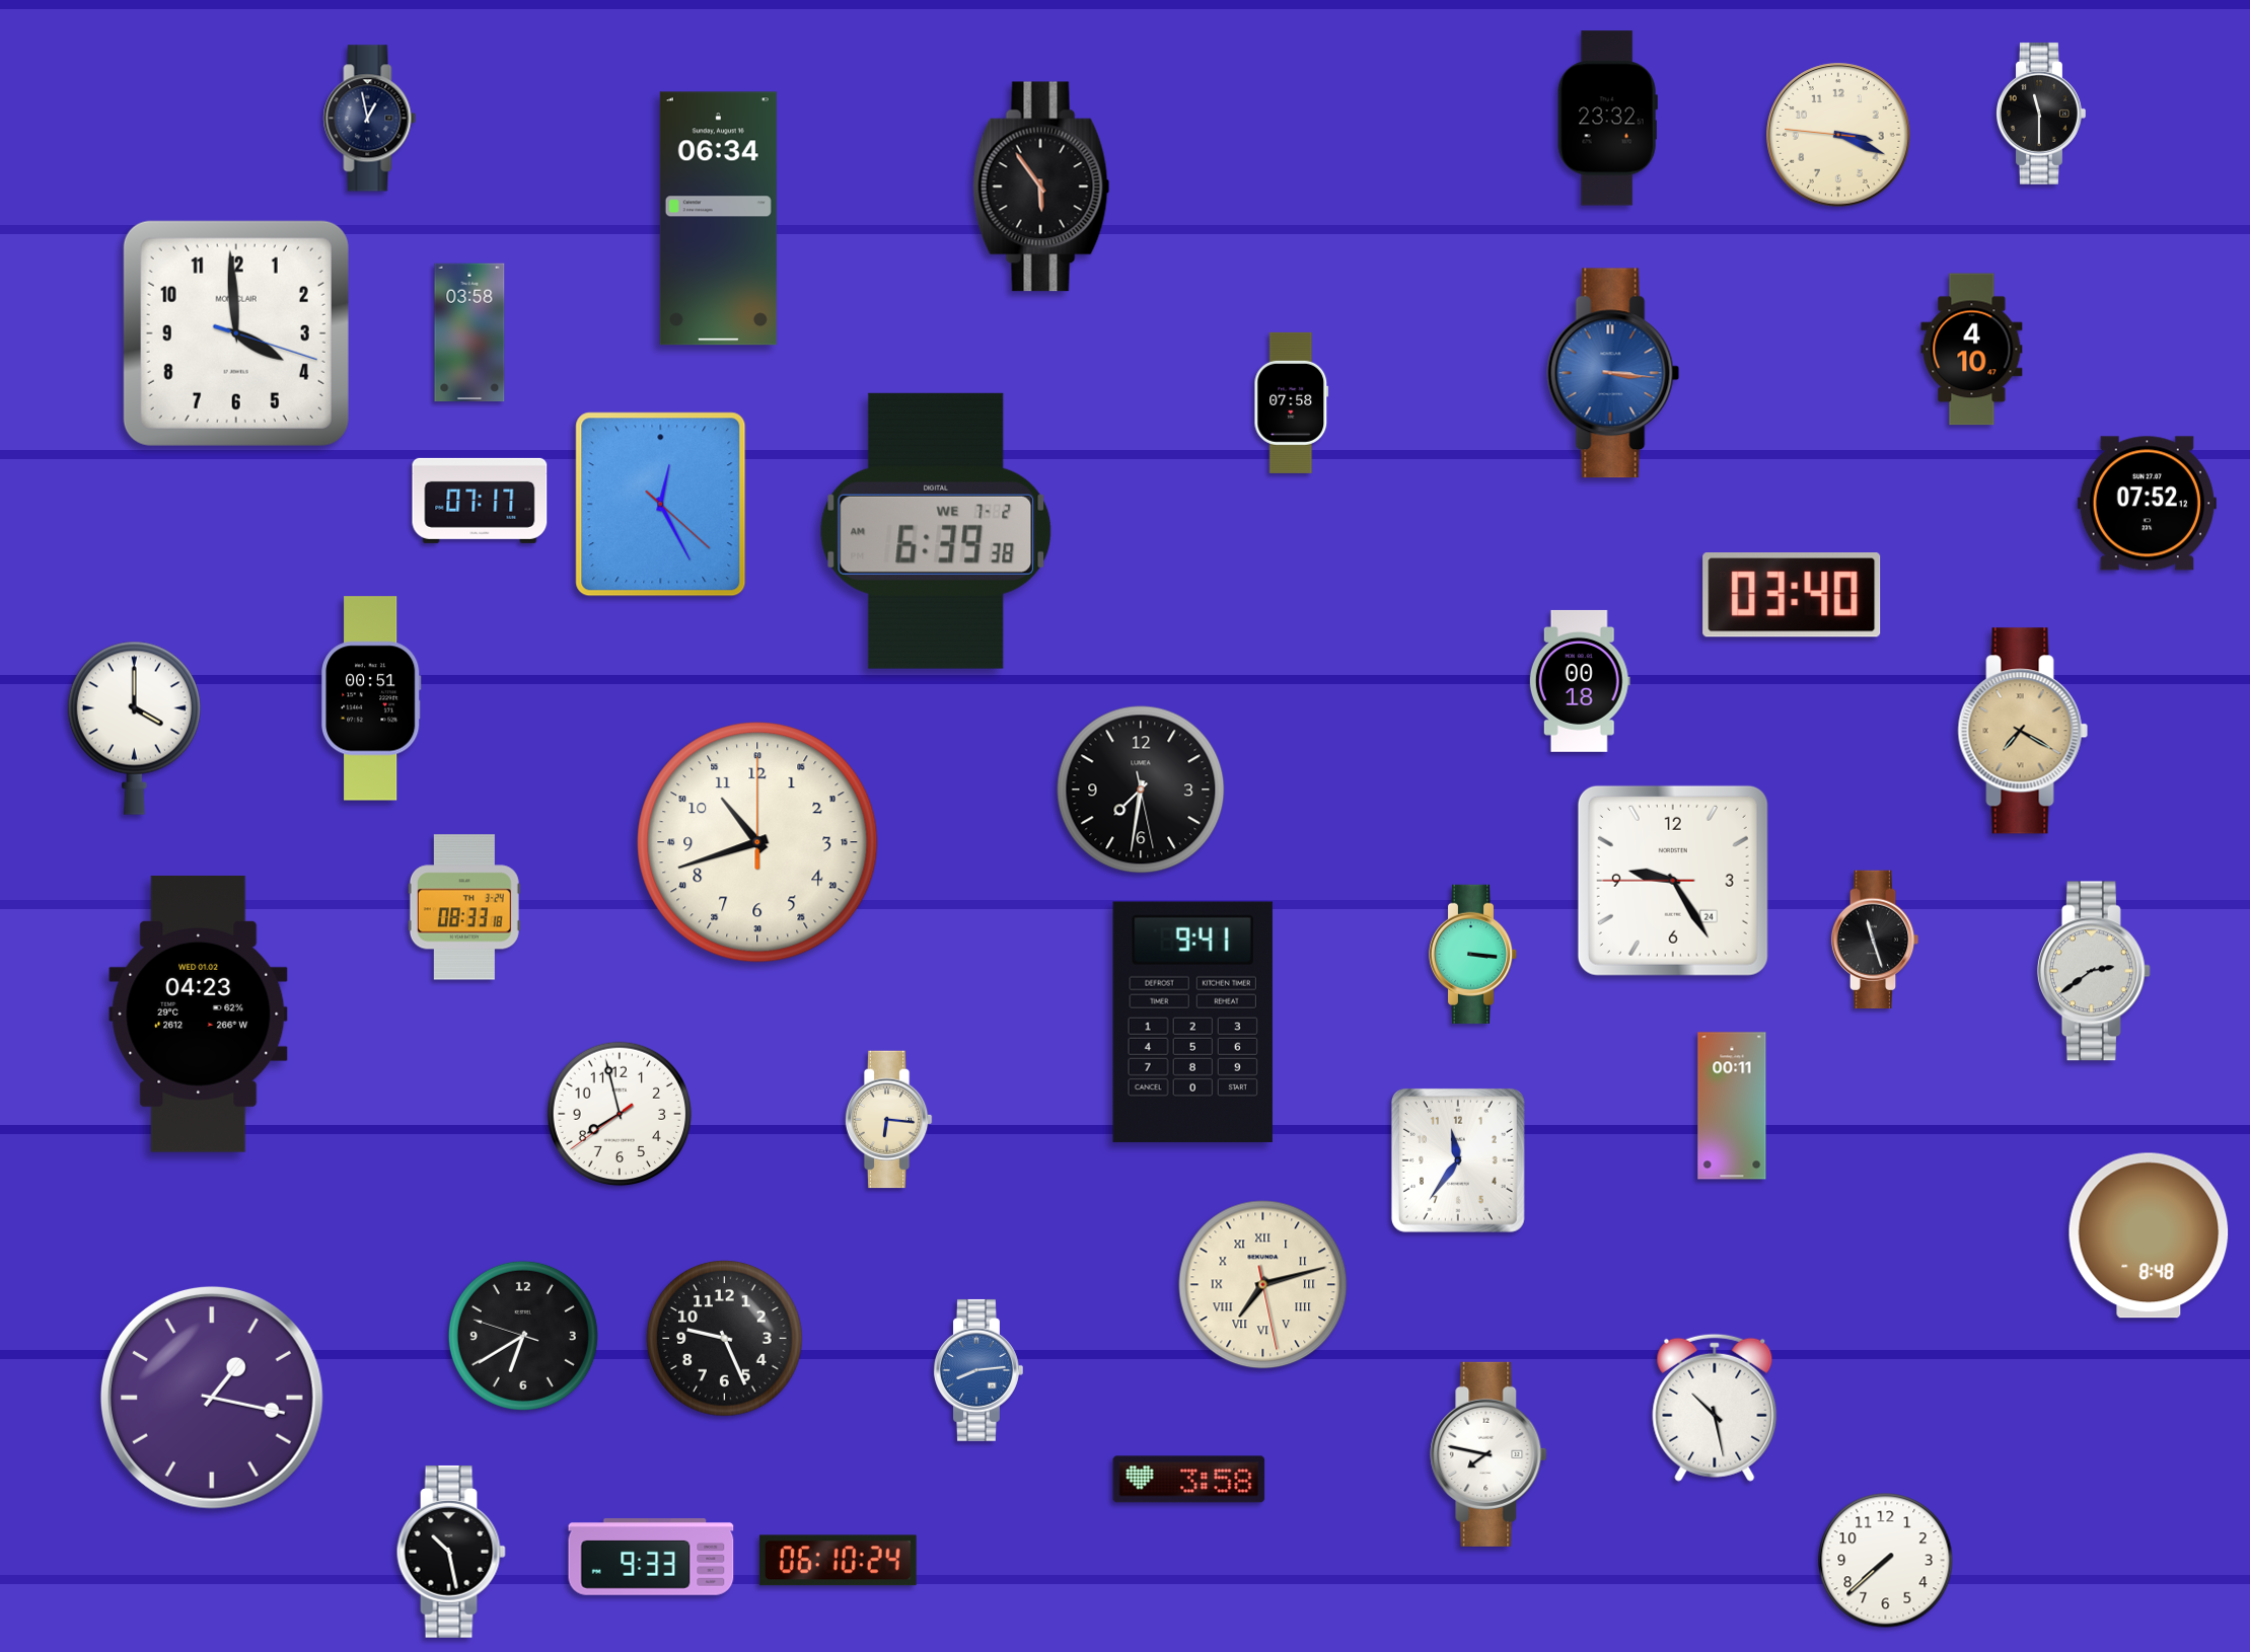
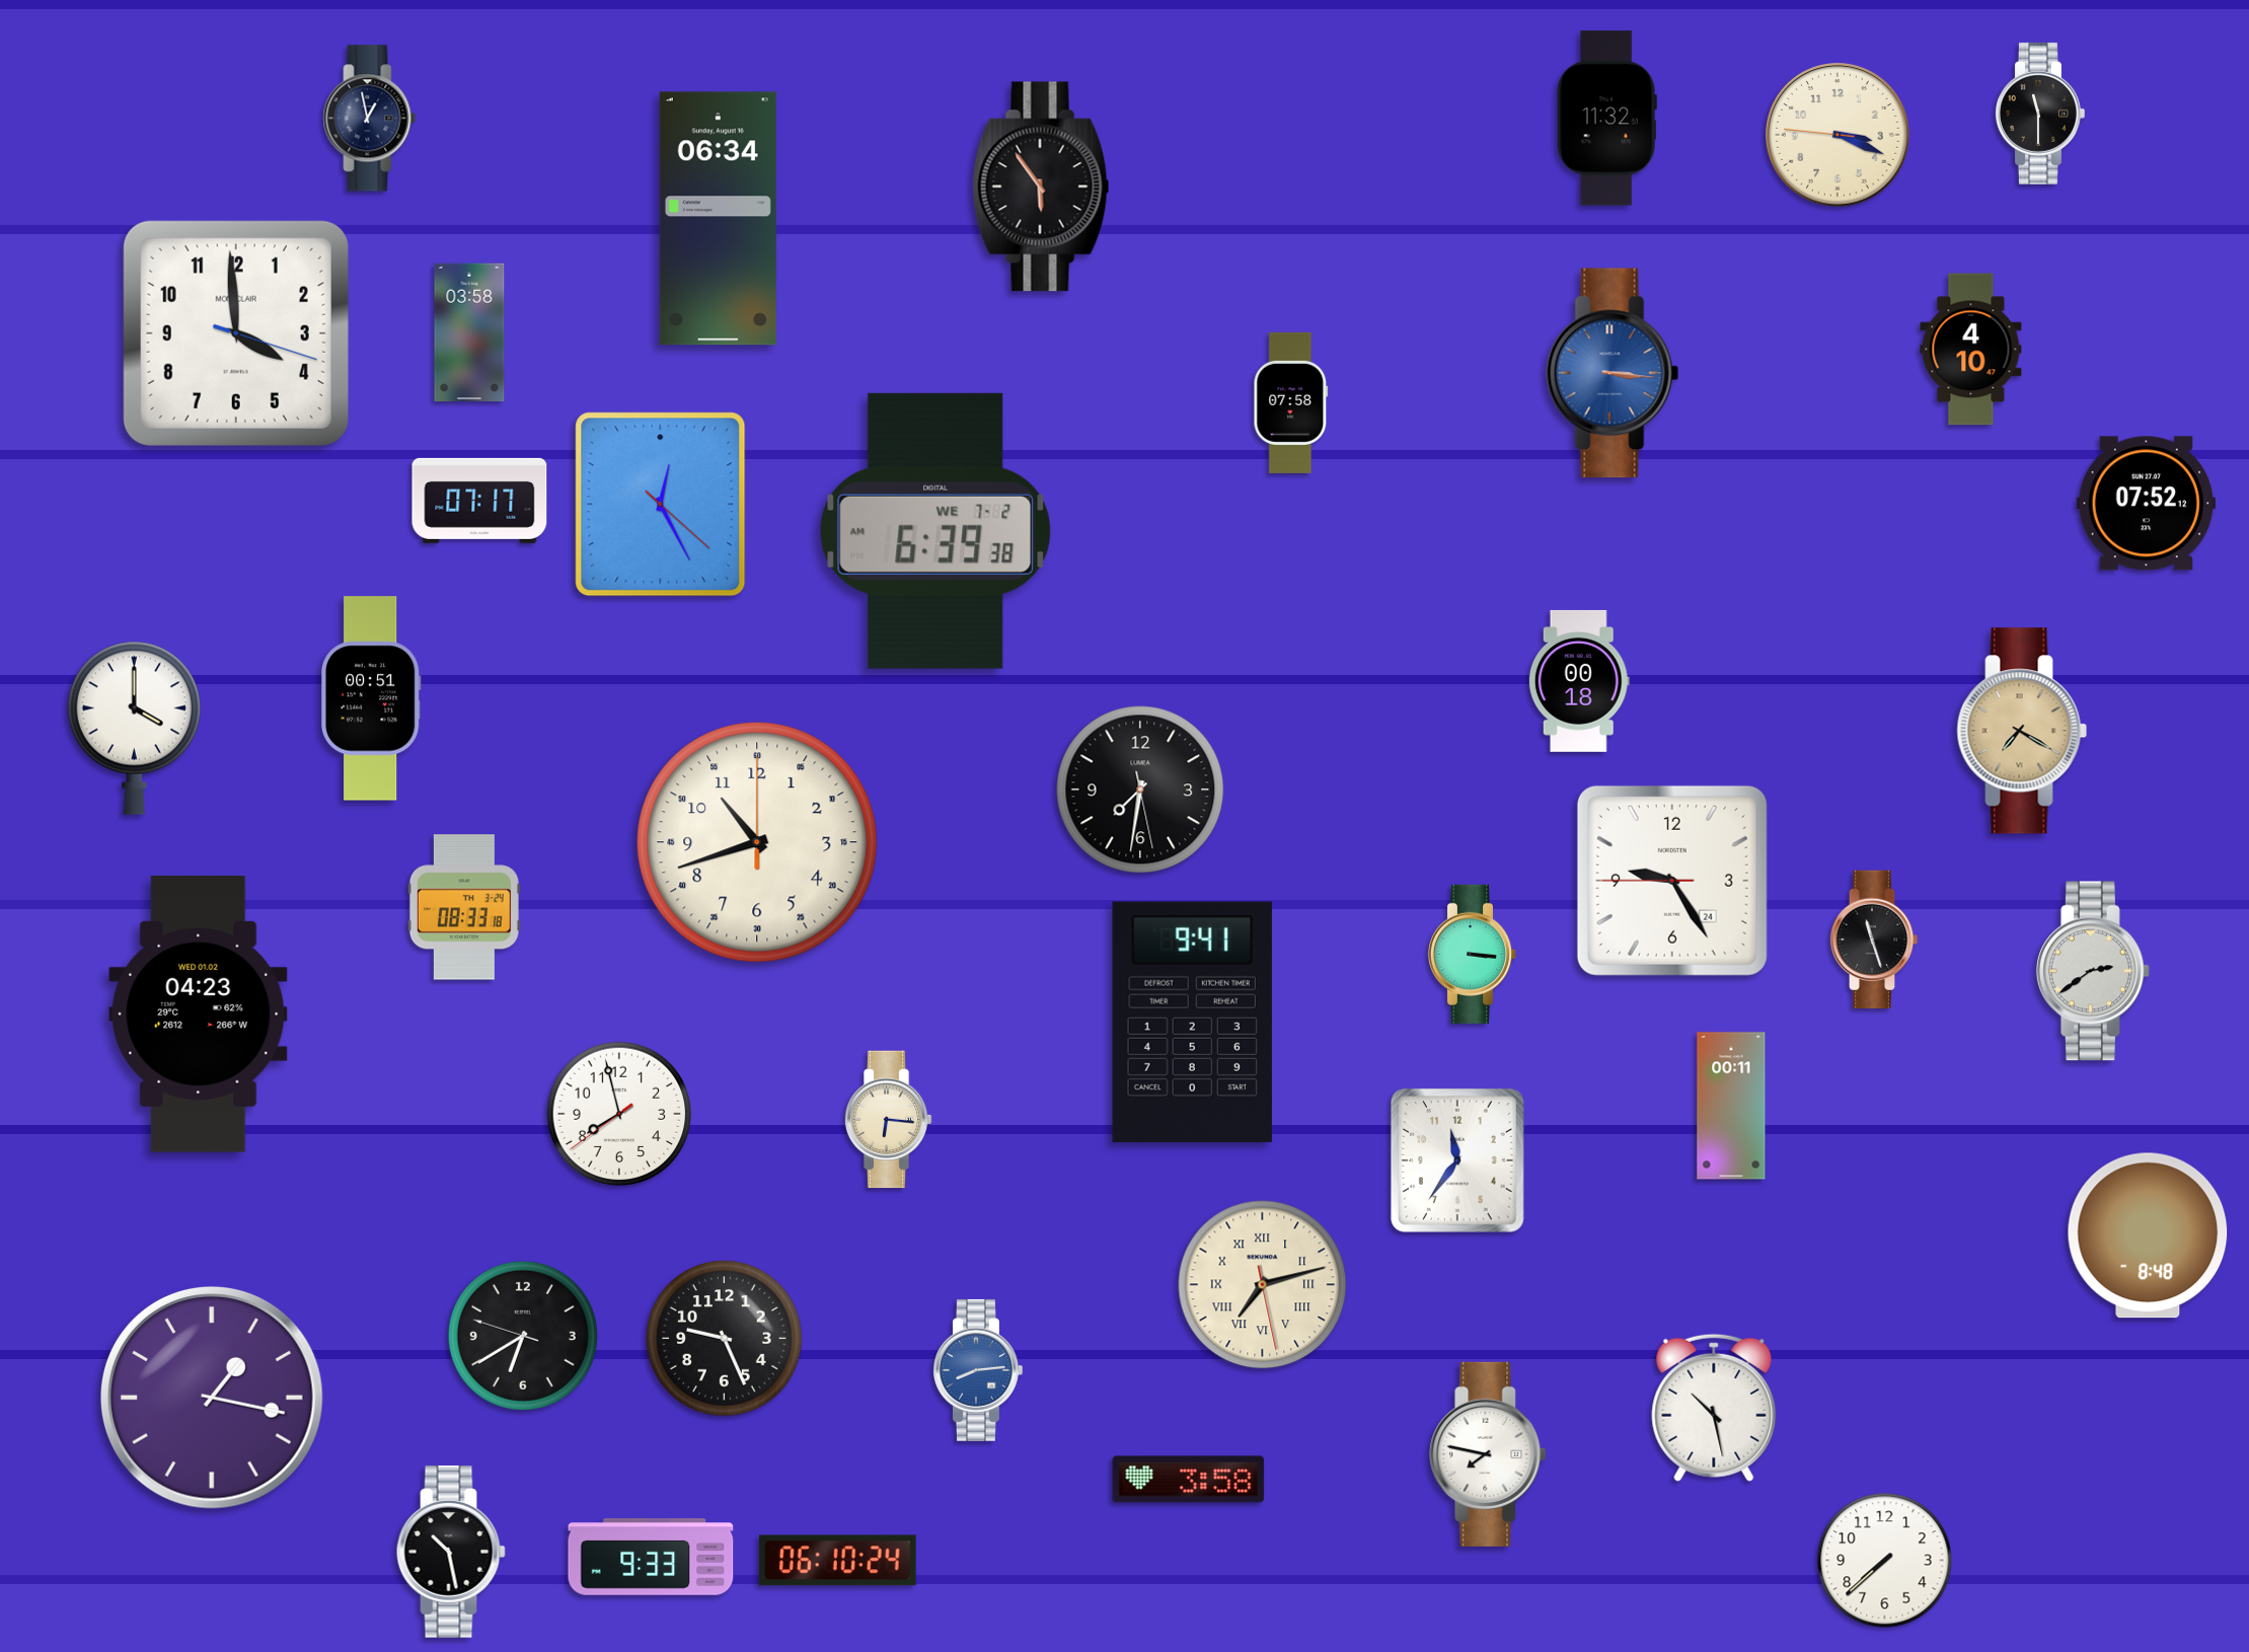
clock at (1607, 119): 23:32 -> 11:32
clock at (1792, 596): 03:40 -> none
